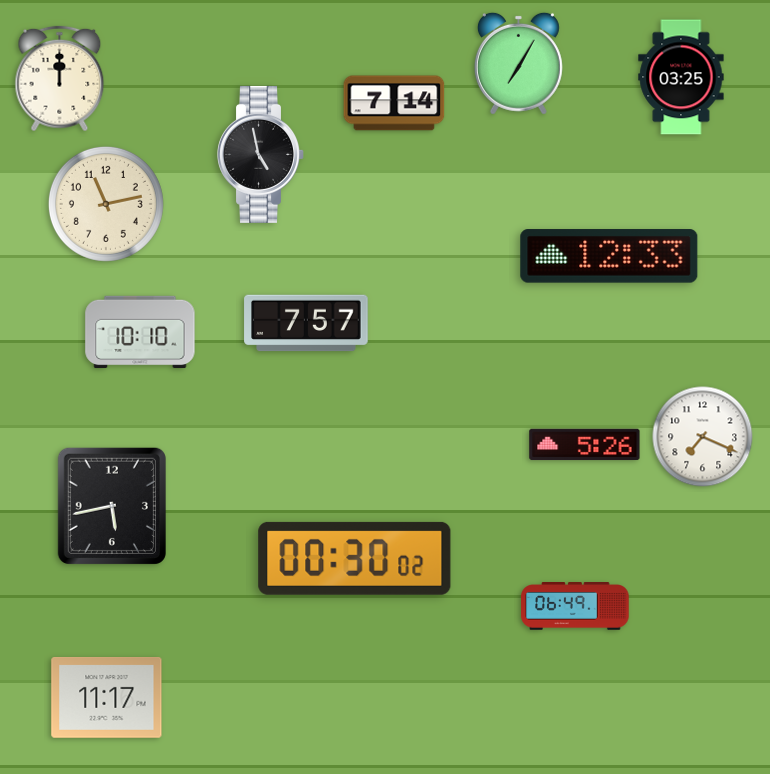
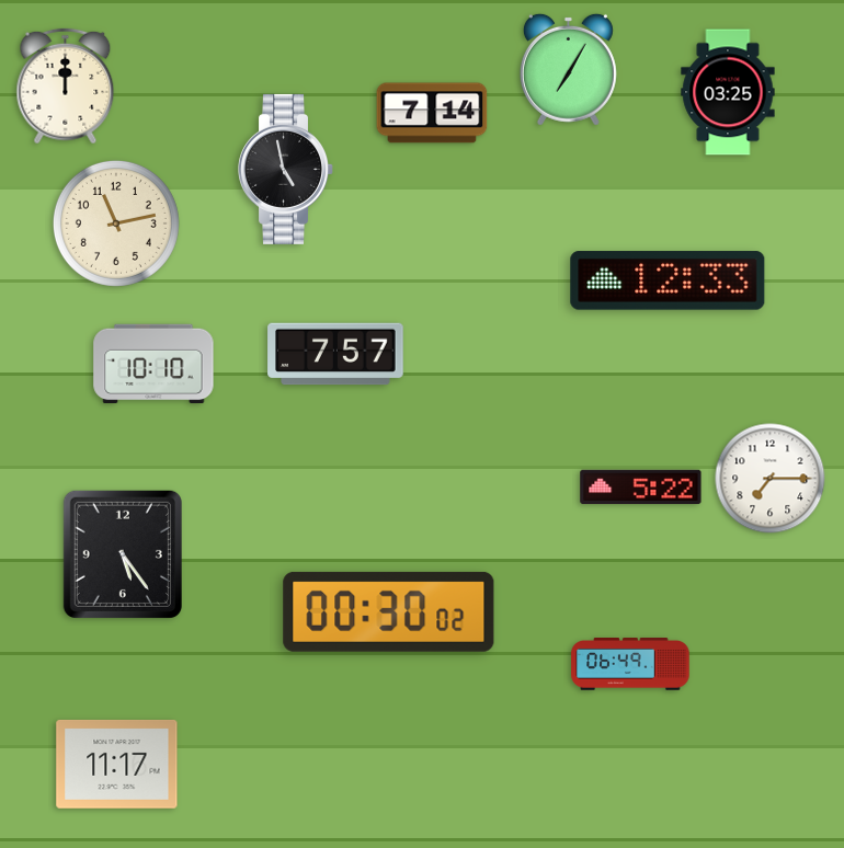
clock at (681, 77) position: (681, 77) -> (728, 92)
clock at (703, 437): 7:19 -> 7:15
clock at (585, 445): 5:26 -> 5:22
clock at (112, 506): 5:43 -> 5:24
